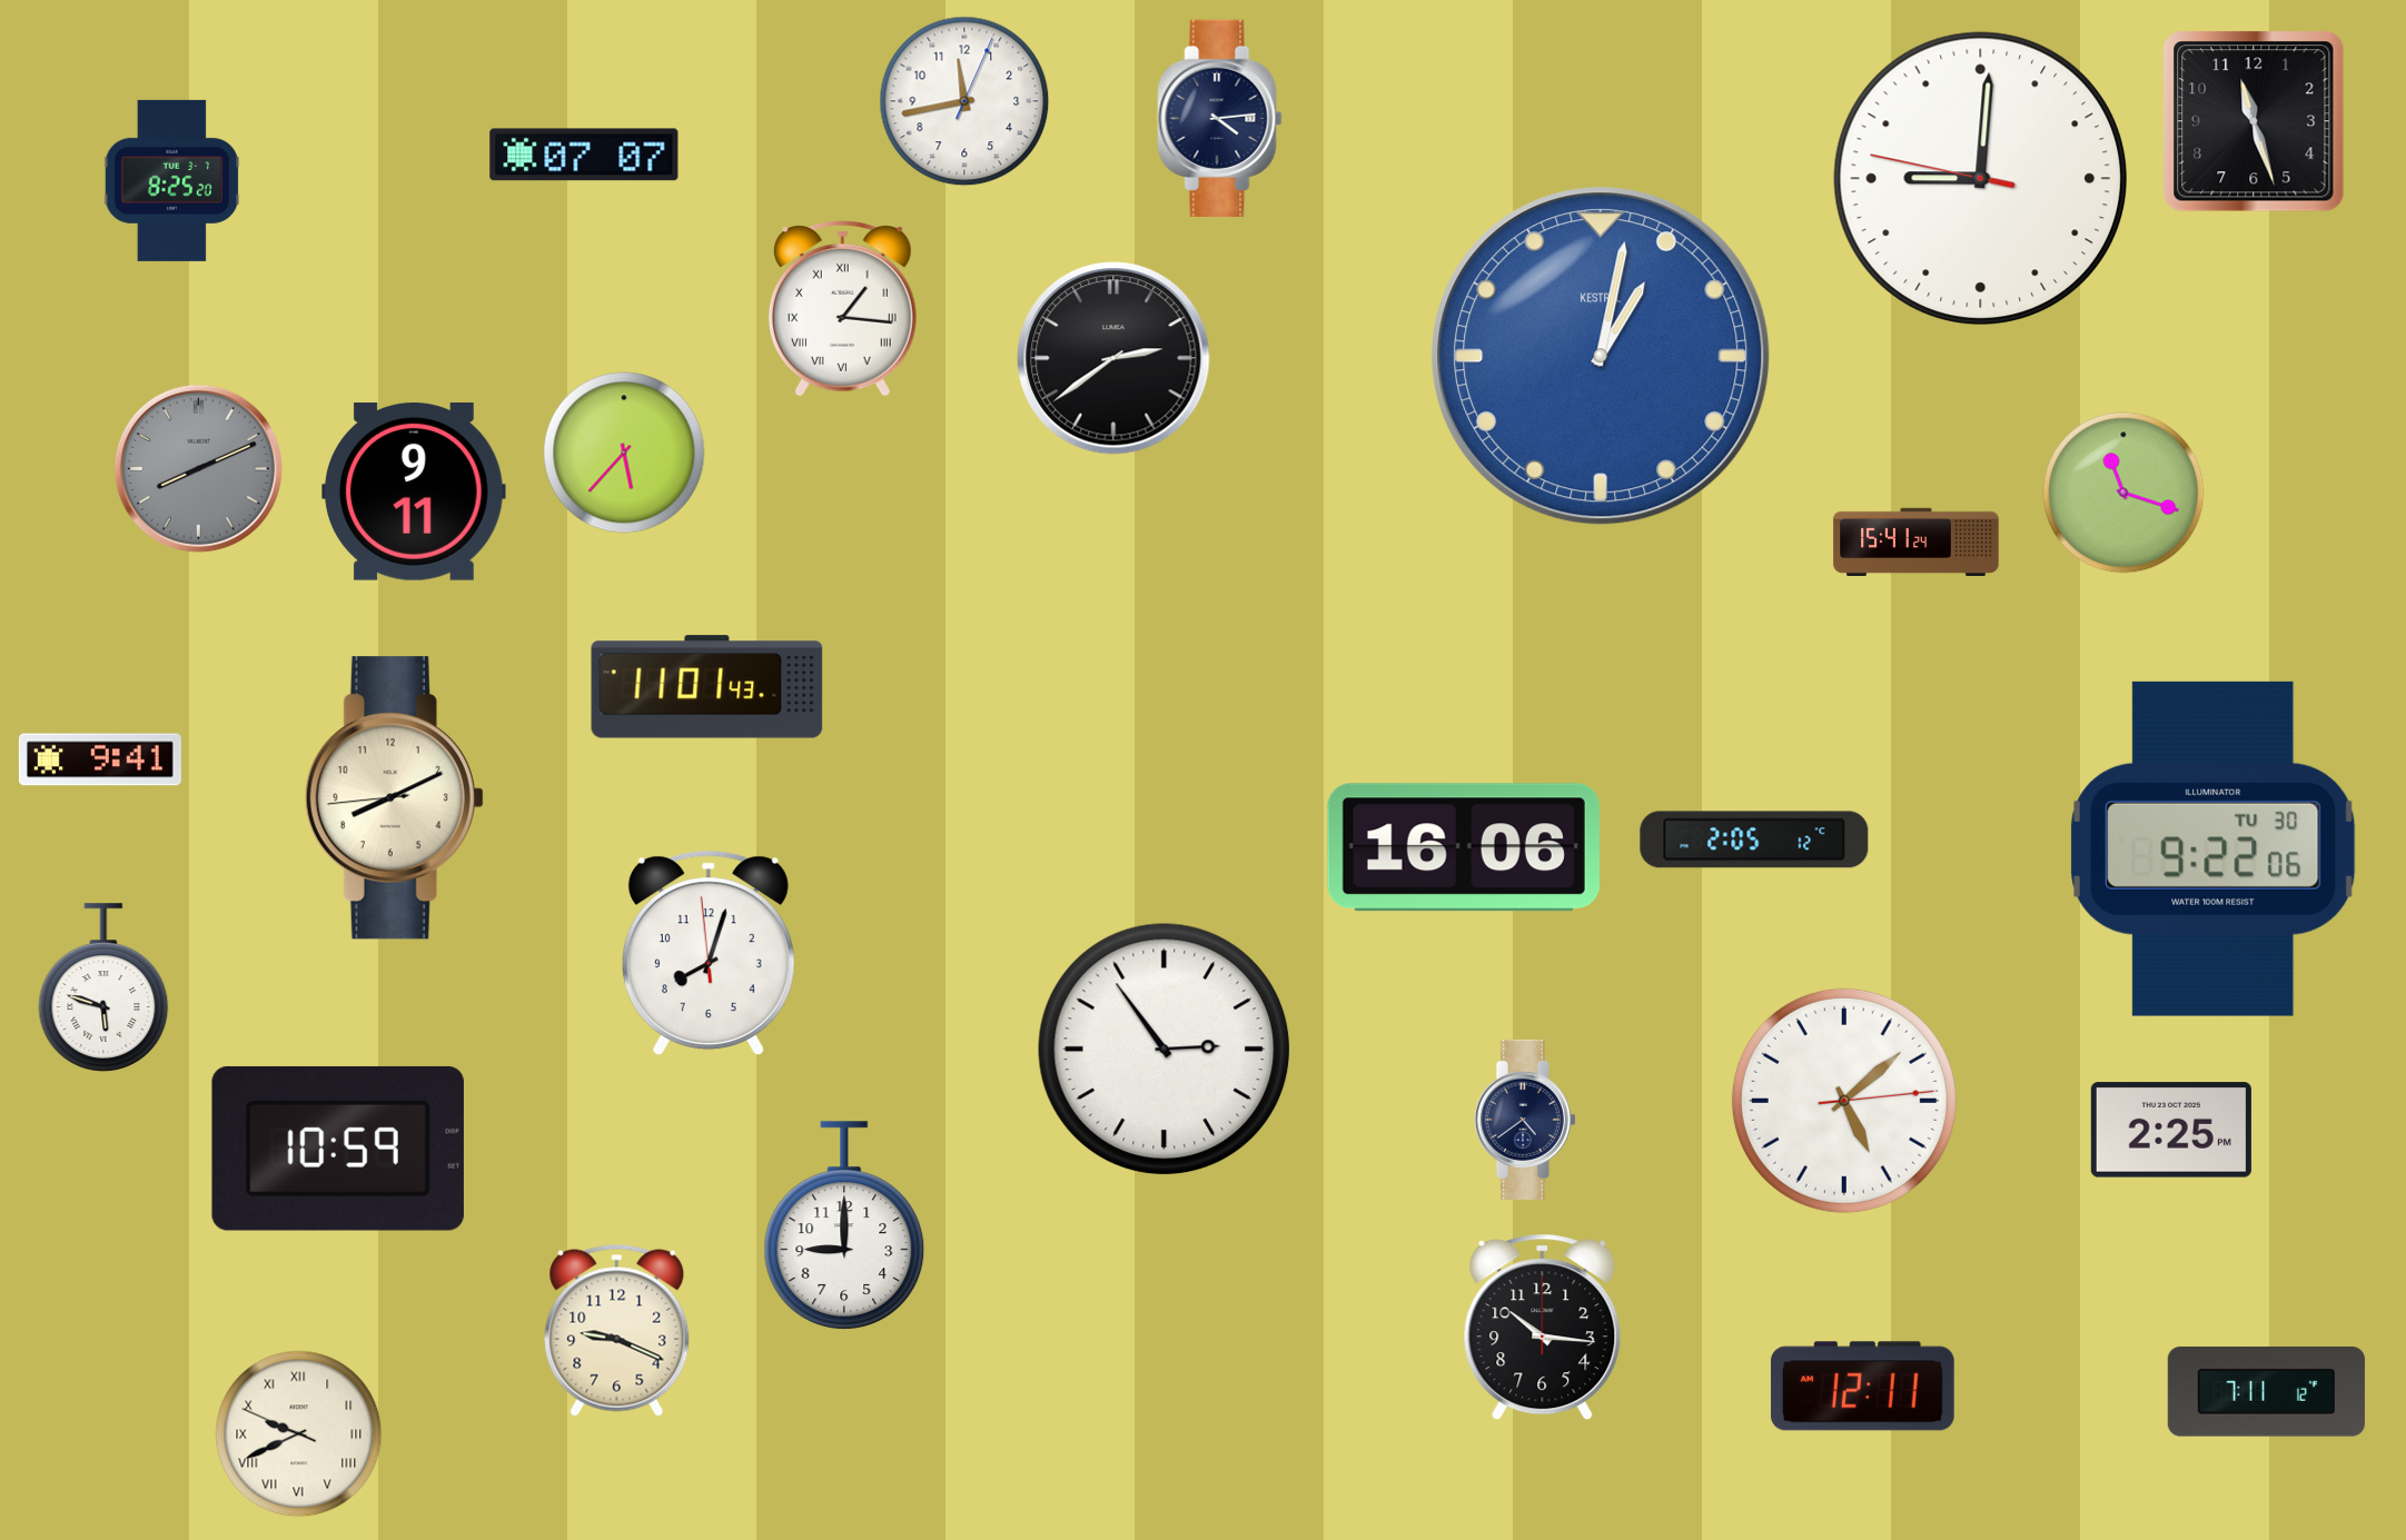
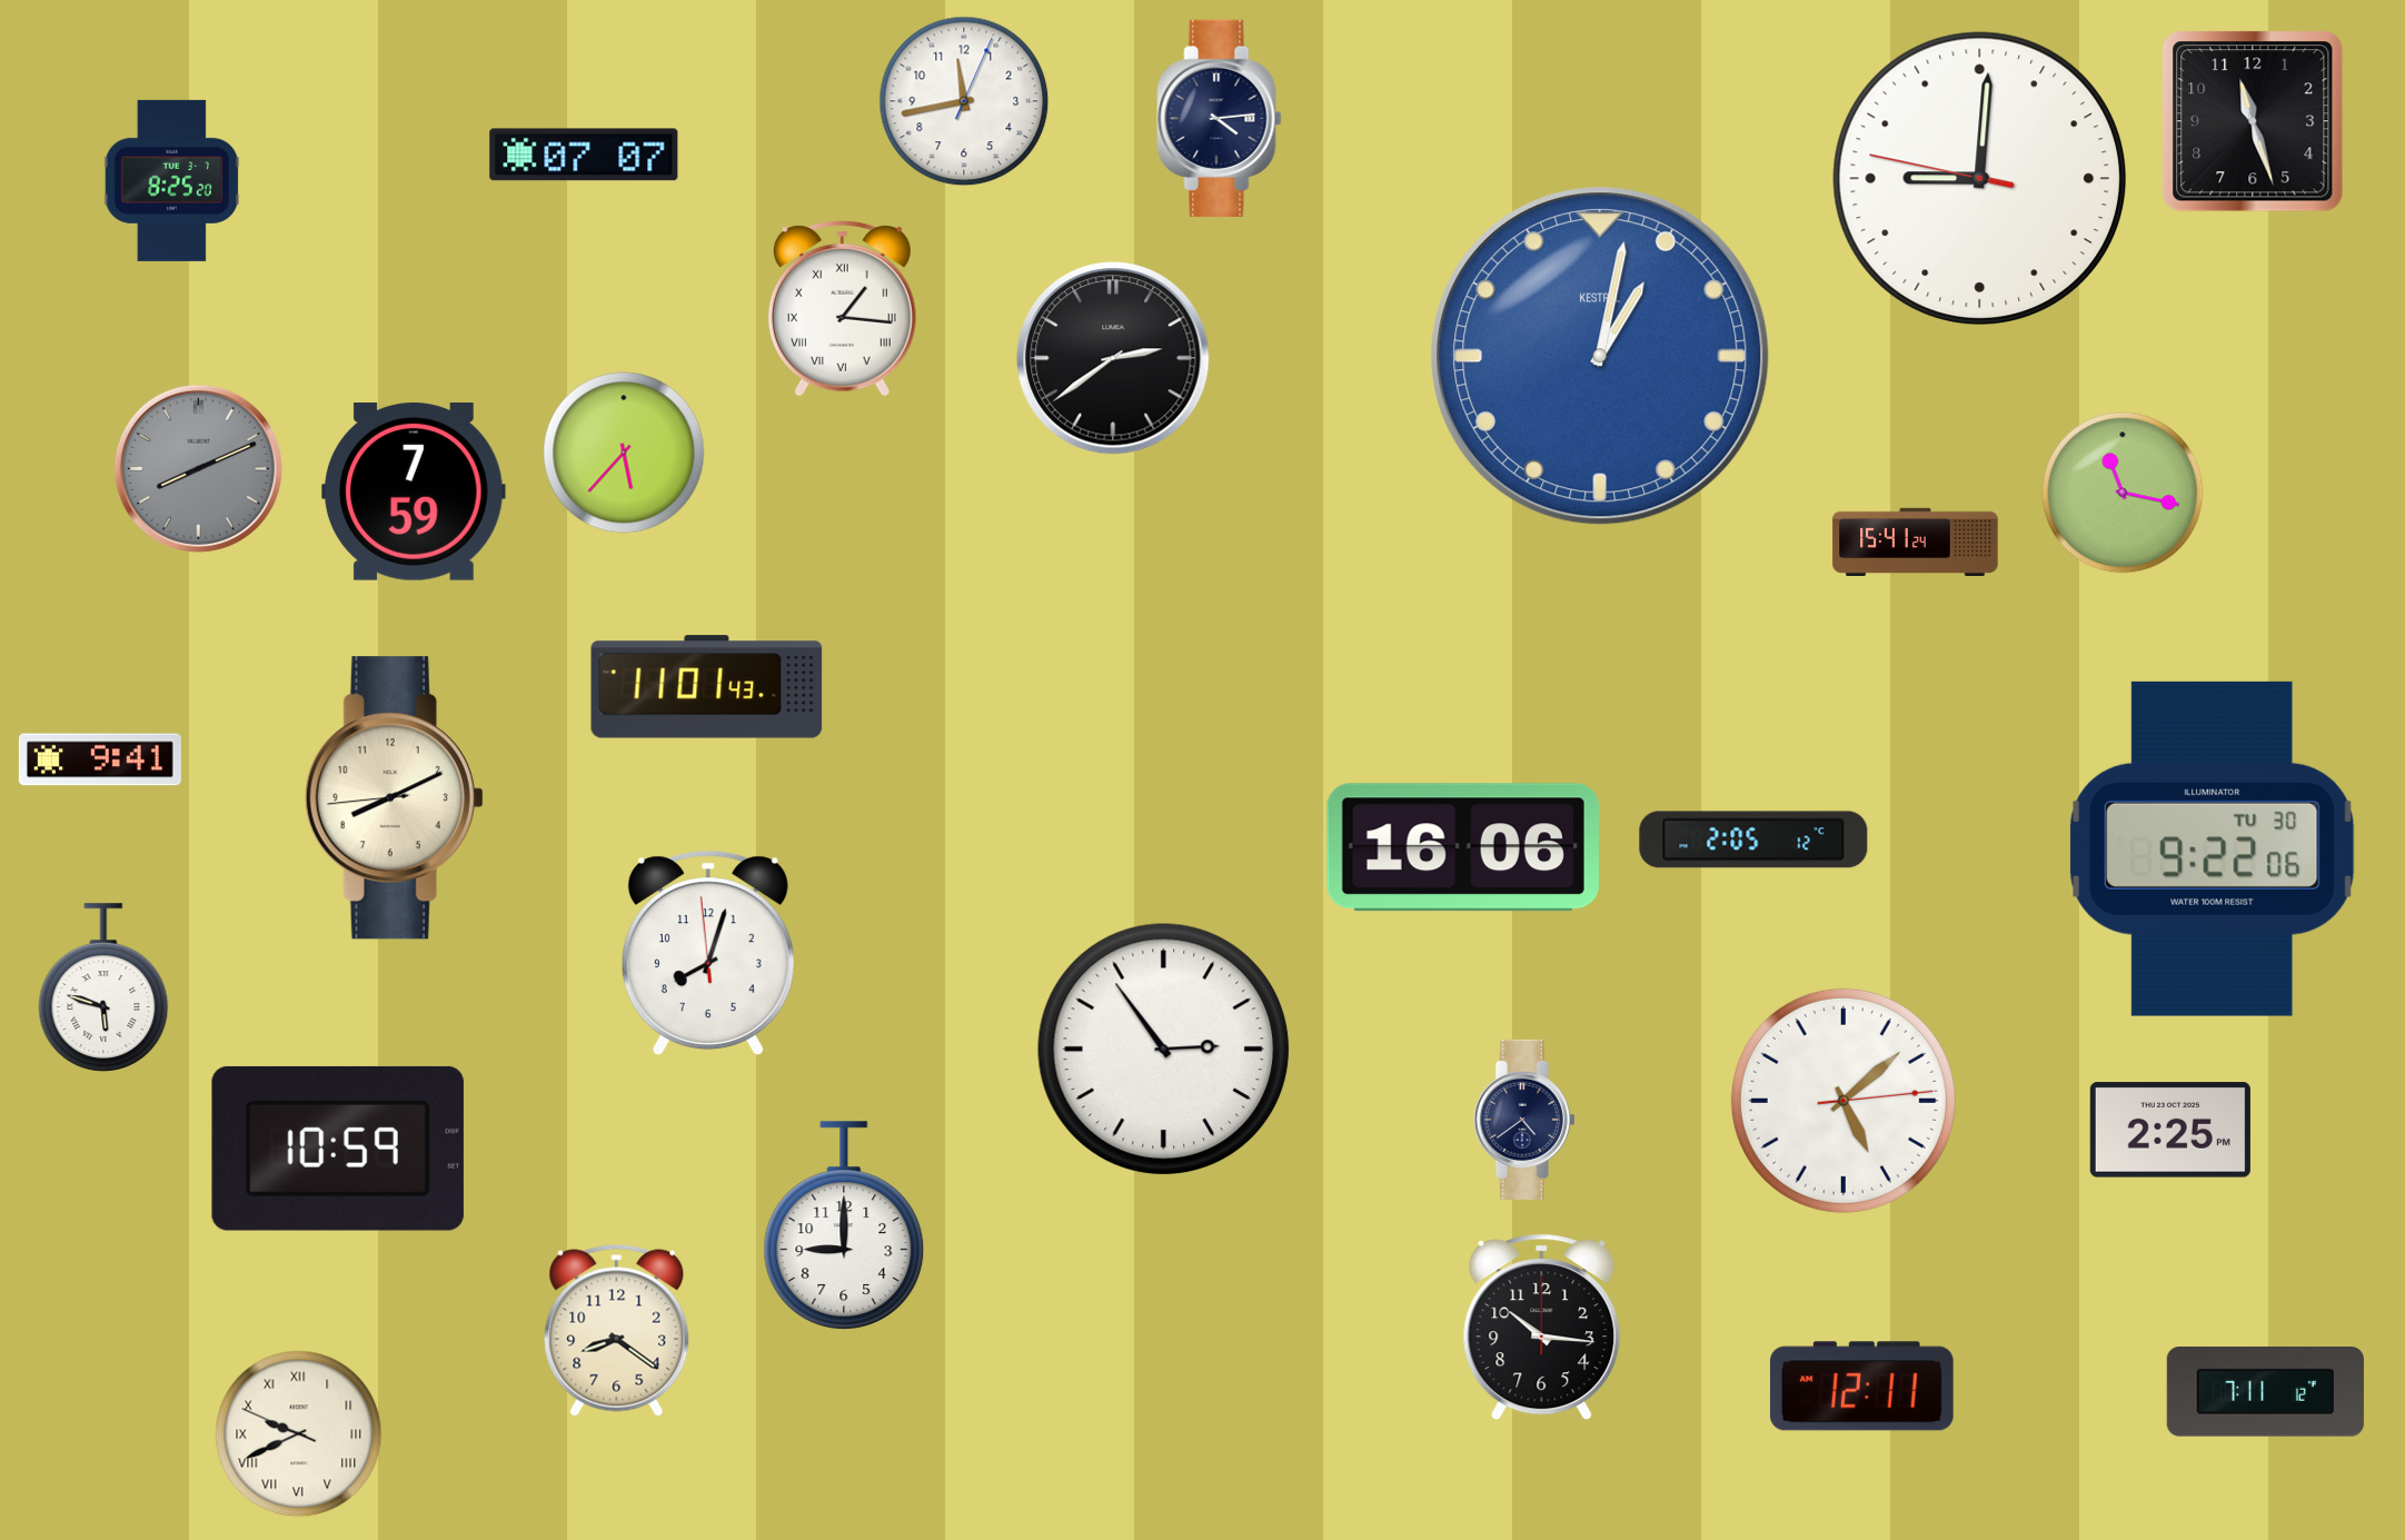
clock at (414, 493): 9:11 -> 7:59
clock at (2123, 493): 11:18 -> 11:17
clock at (617, 1330): 9:19 -> 8:21
